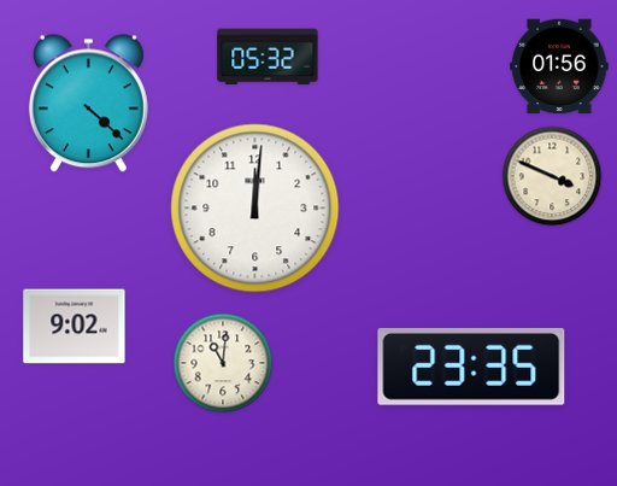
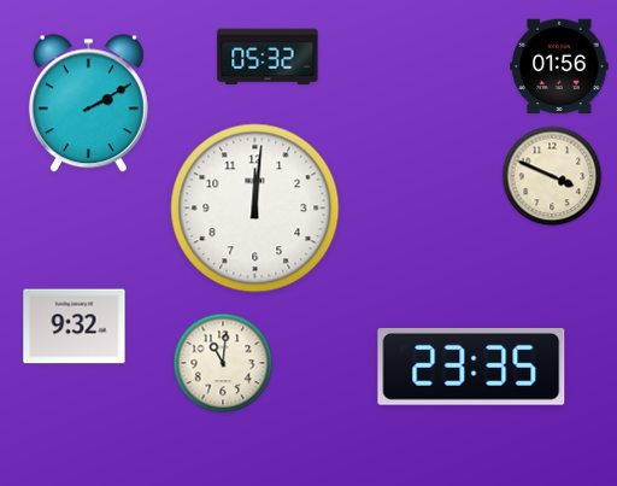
clock at (88, 104): 4:22 -> 2:10
clock at (75, 327): 9:02 -> 9:32
